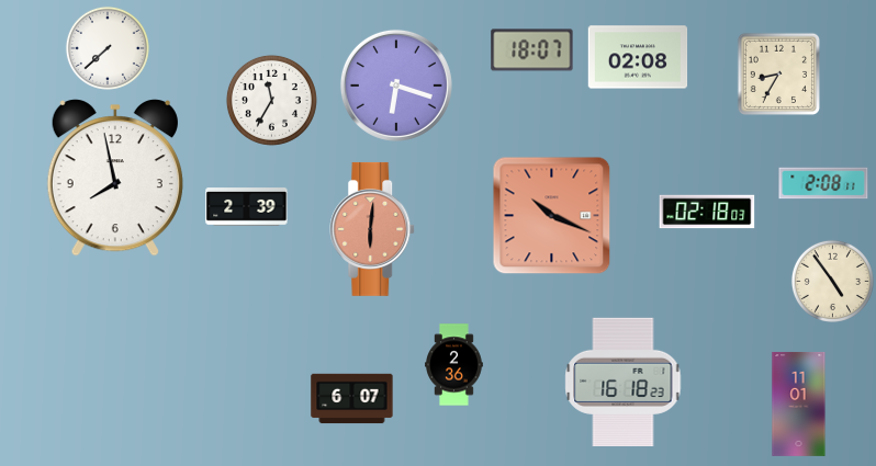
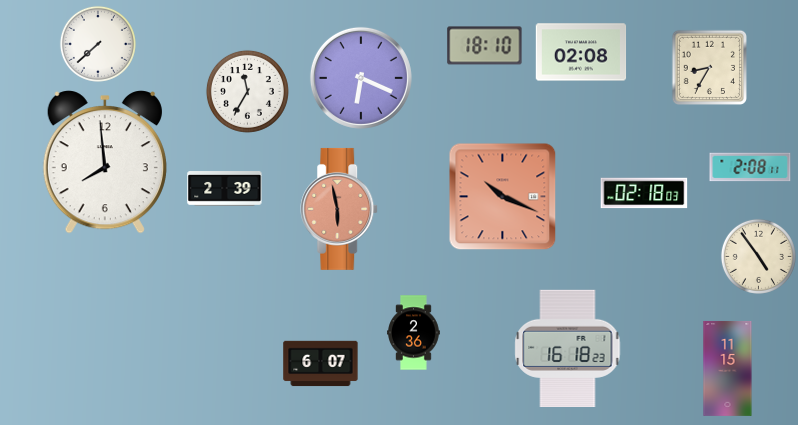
clock at (532, 50): 18:07 -> 18:10
clock at (396, 86): 6:18 -> 6:19
clock at (115, 178): 7:58 -> 7:59
clock at (373, 229): 6:01 -> 5:58
clock at (799, 404): 11:01 -> 11:15
